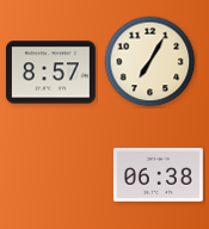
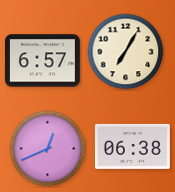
clock at (50, 73): 8:57 -> 6:57
clock at (48, 149): none -> 12:41
